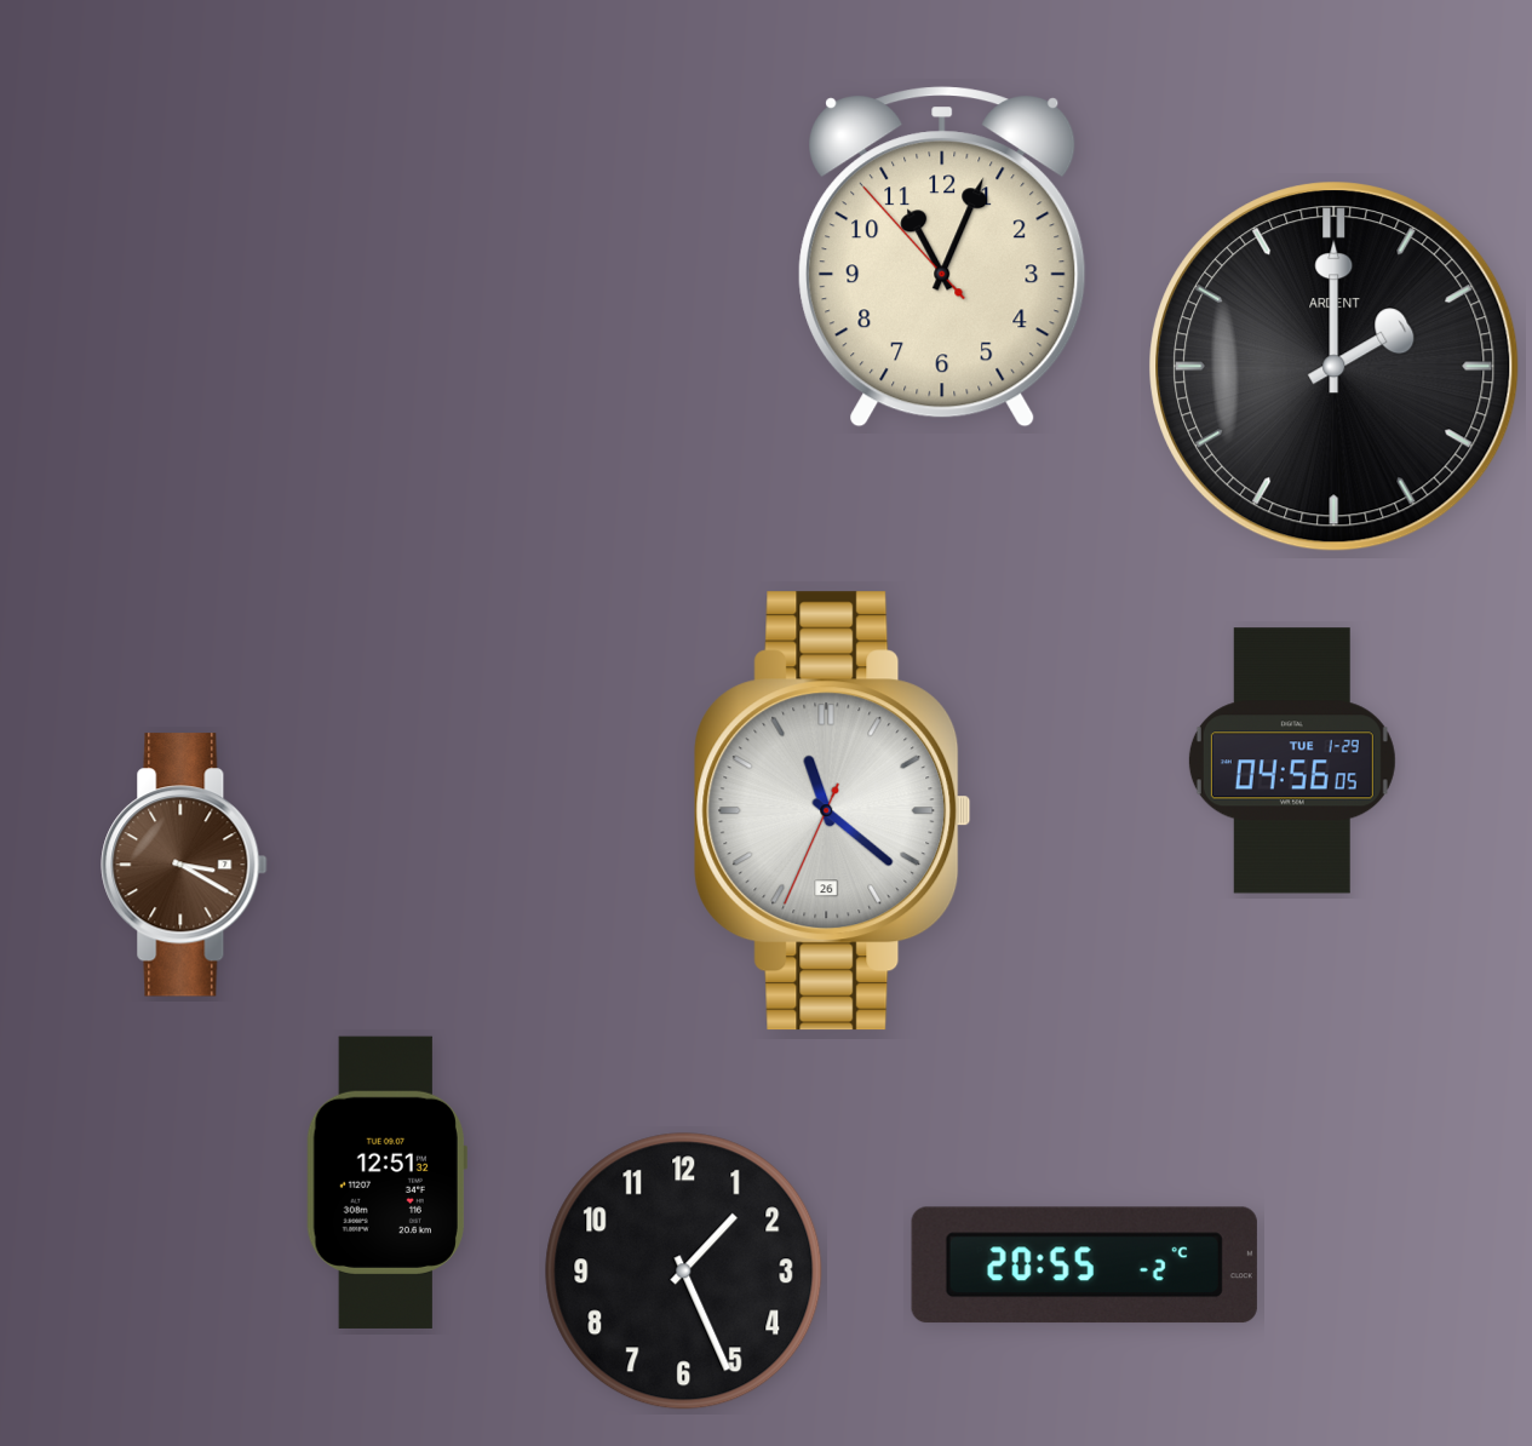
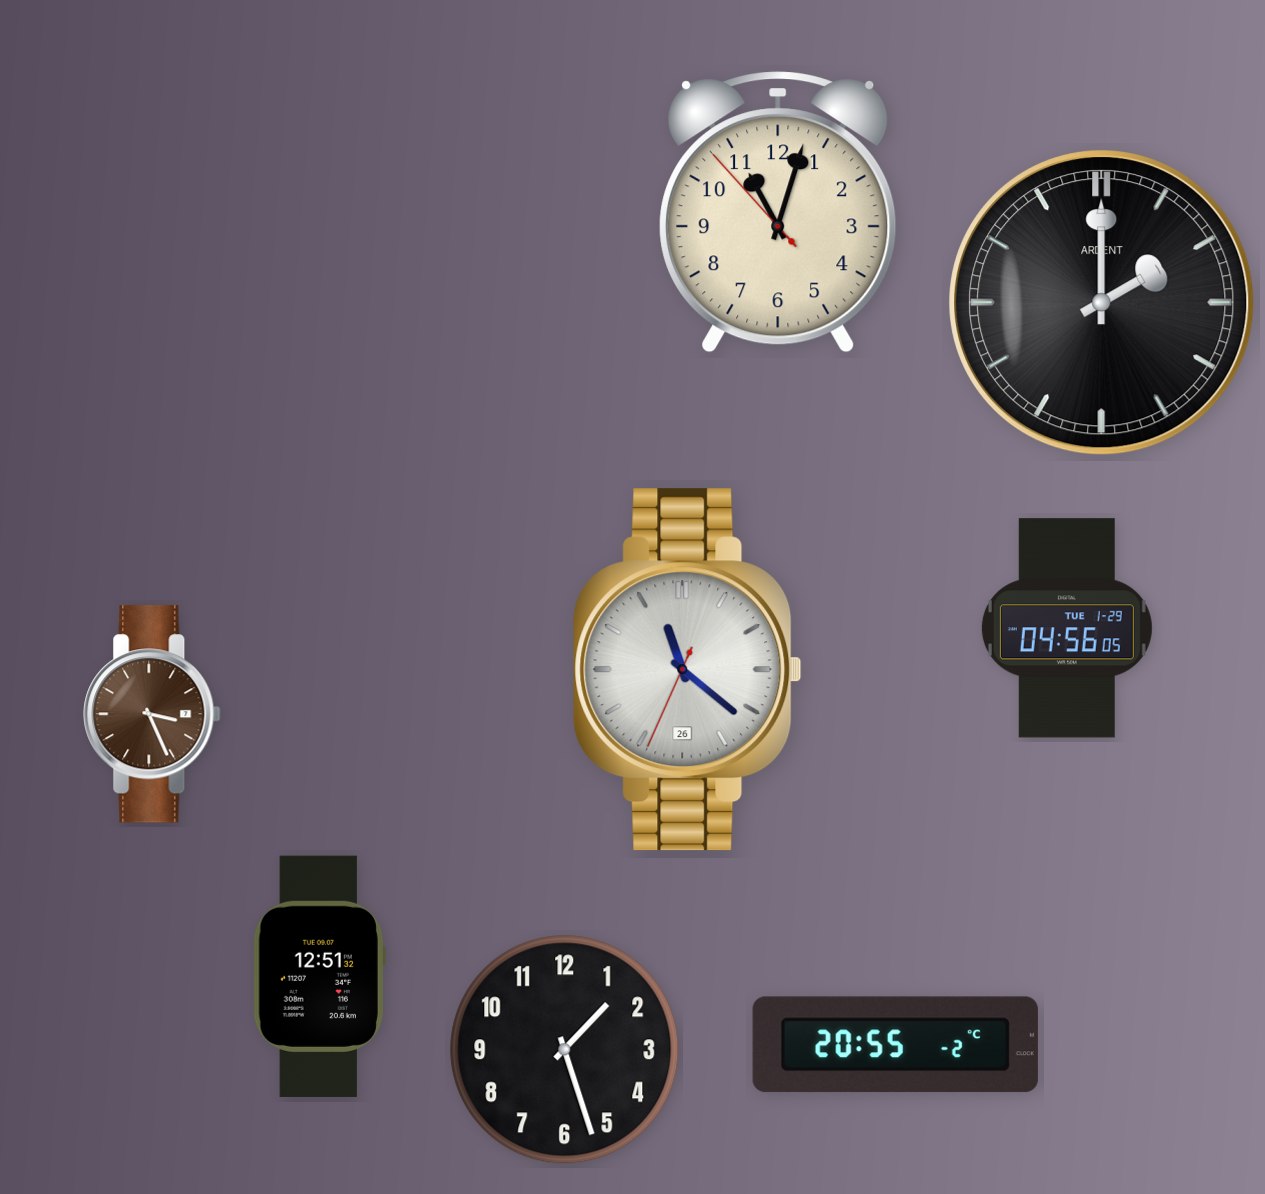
clock at (942, 257): 11:03 -> 11:02
clock at (184, 865): 3:20 -> 3:26
clock at (684, 1272): 1:26 -> 1:27
